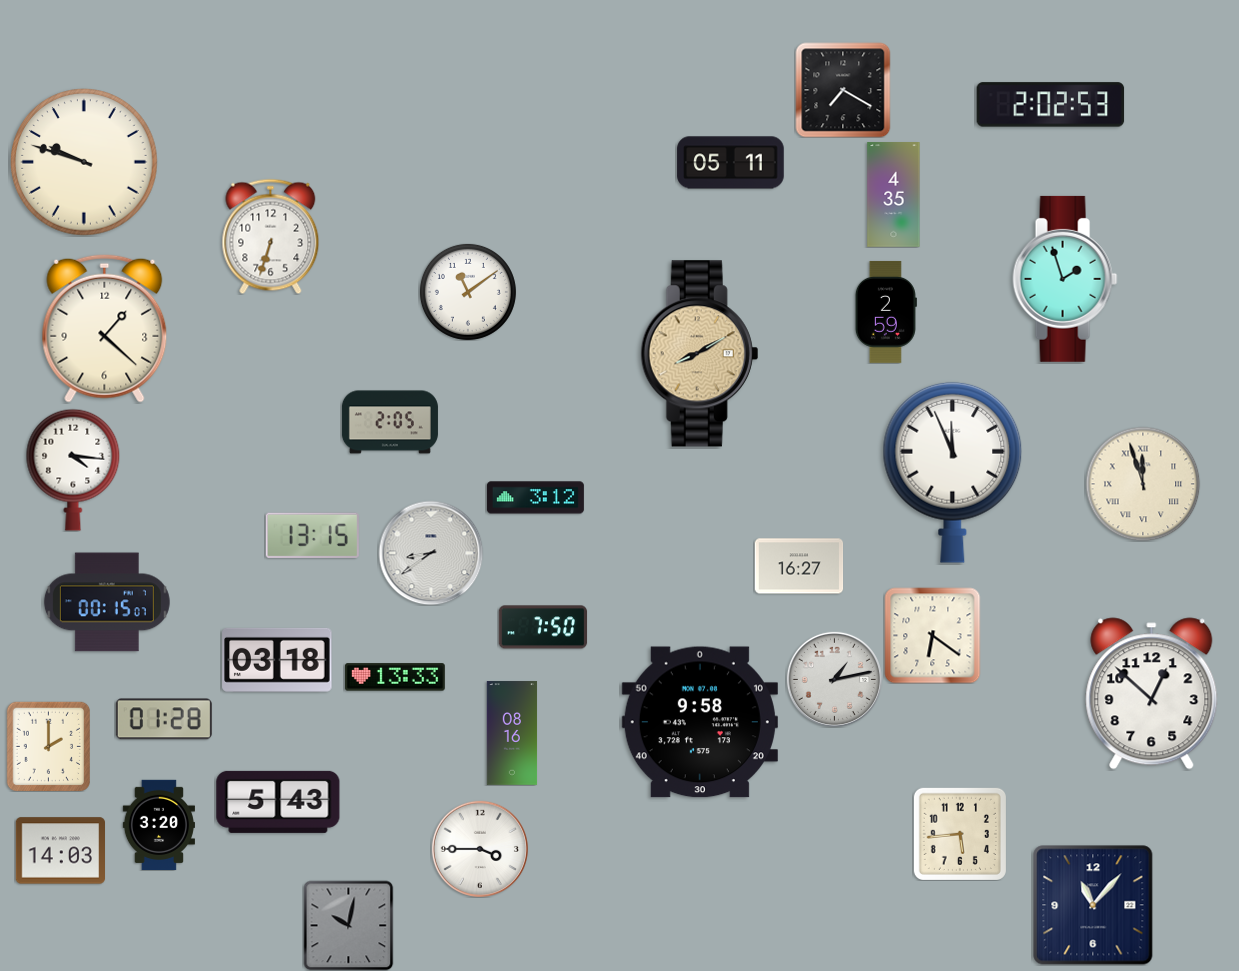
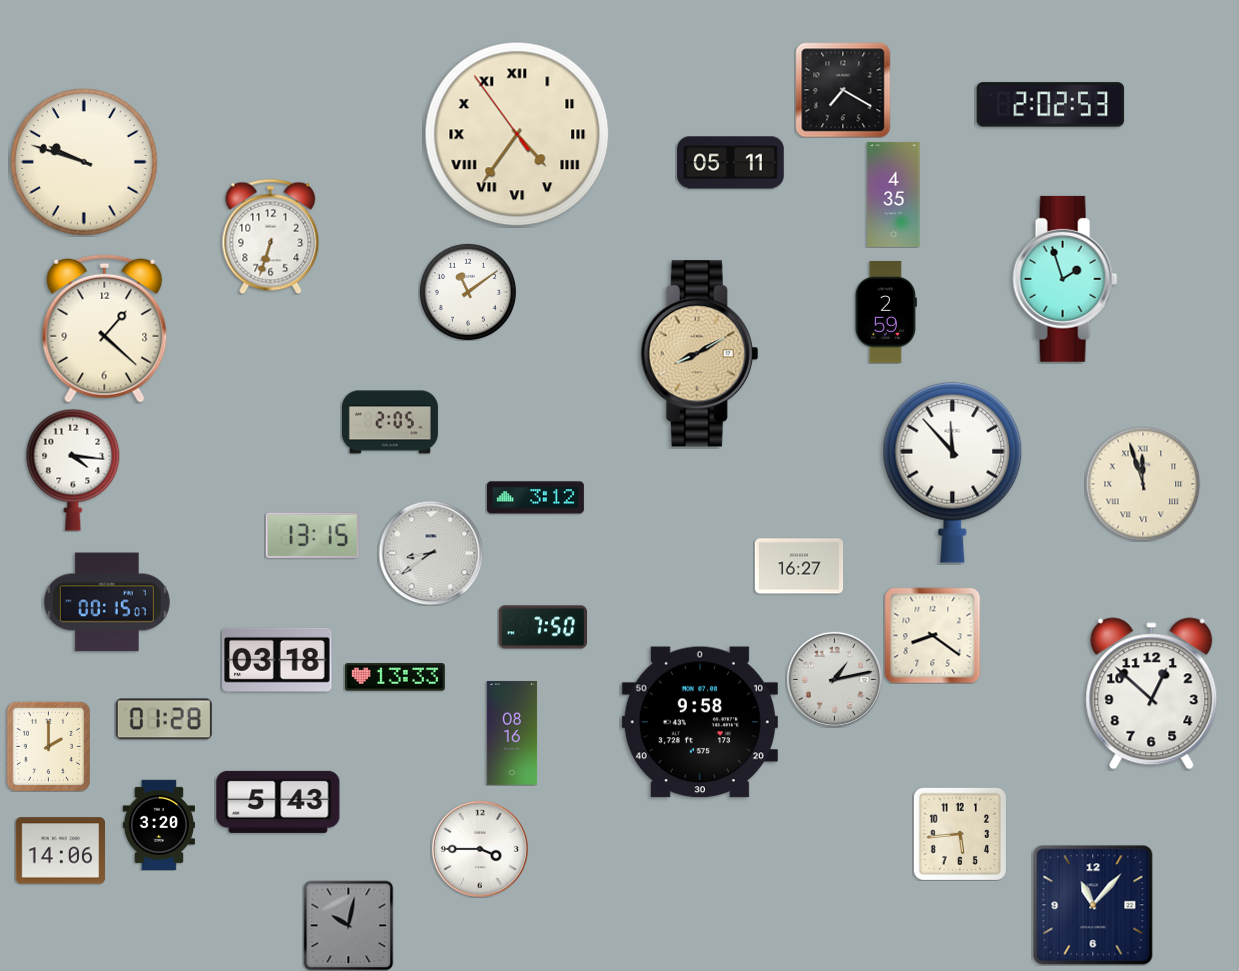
clock at (517, 134): none -> 4:35
clock at (953, 472): 11:56 -> 11:53
clock at (932, 635): 6:21 -> 8:21
clock at (60, 851): 14:03 -> 14:06
